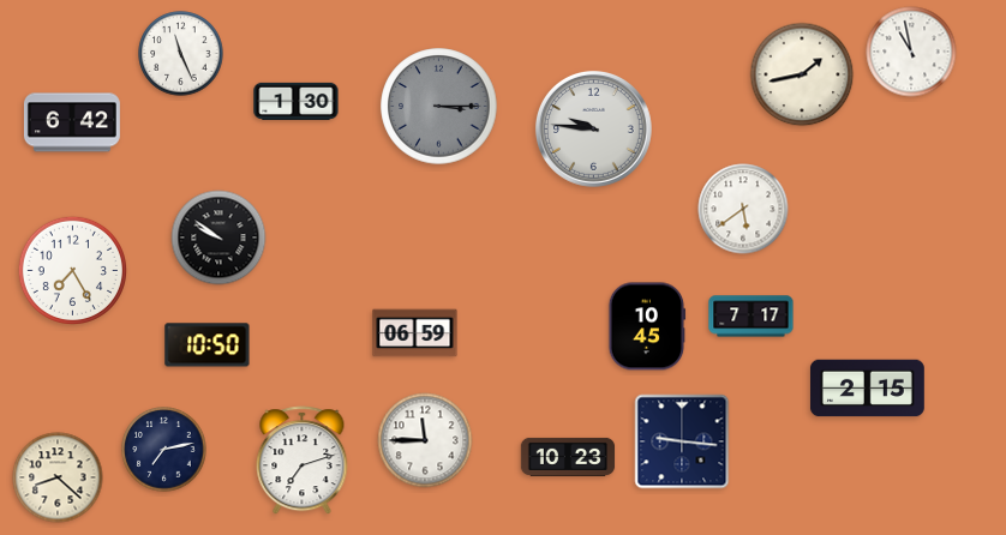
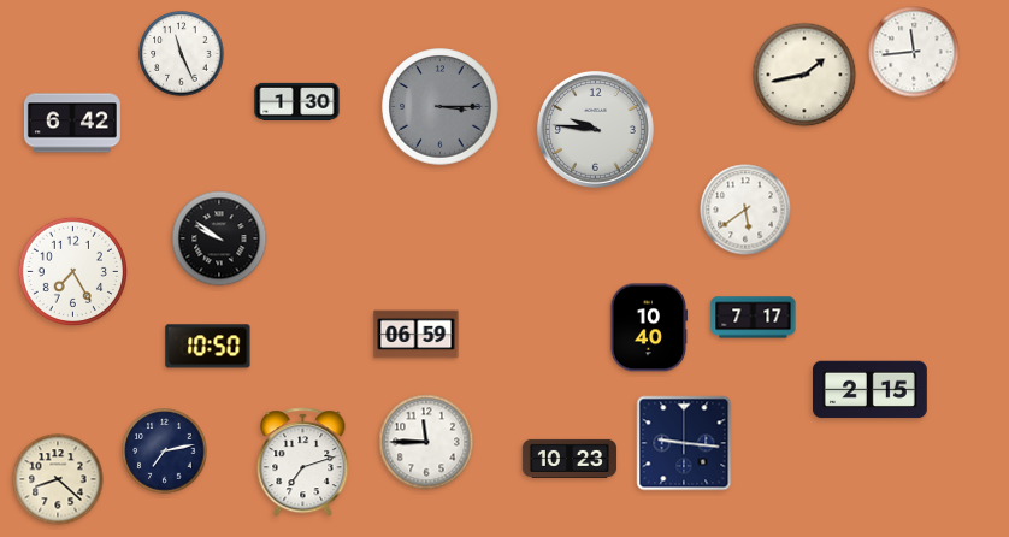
clock at (911, 52): 10:58 -> 11:44
clock at (647, 326): 10:45 -> 10:40
